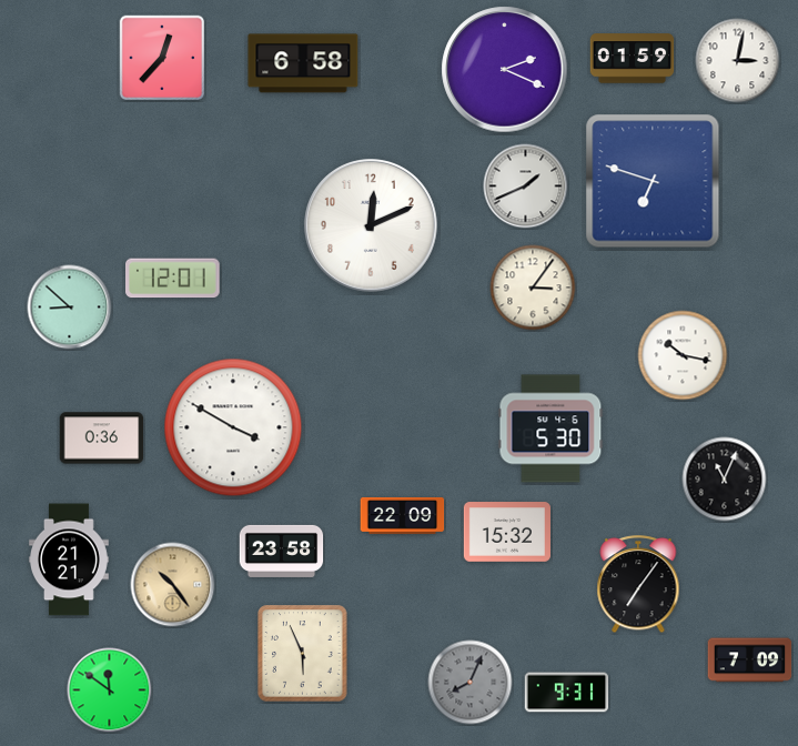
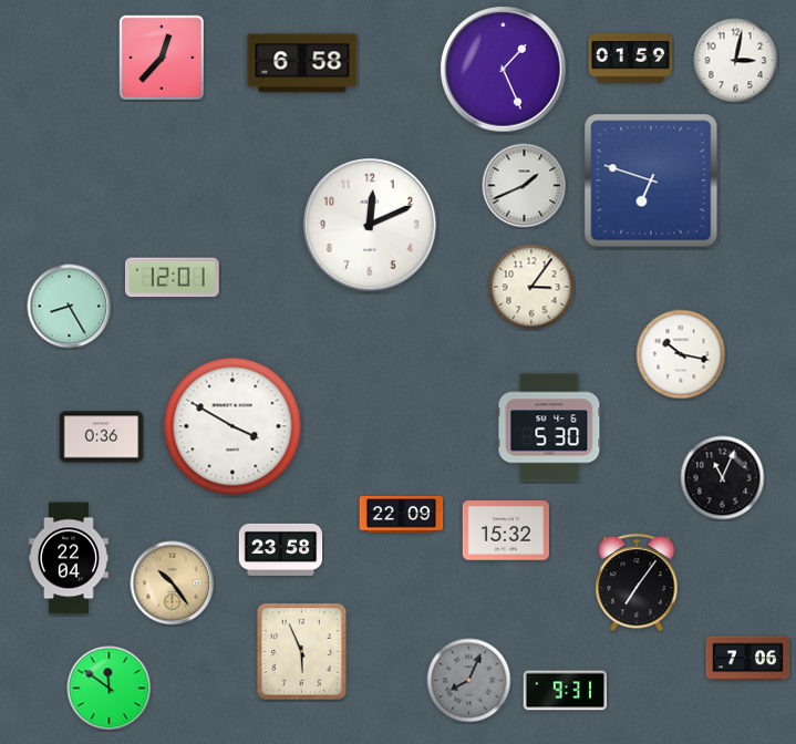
clock at (505, 70): 2:19 -> 1:26
clock at (70, 308): 8:52 -> 8:25
clock at (70, 559): 21:21 -> 22:04
clock at (750, 661): 7:09 -> 7:06
